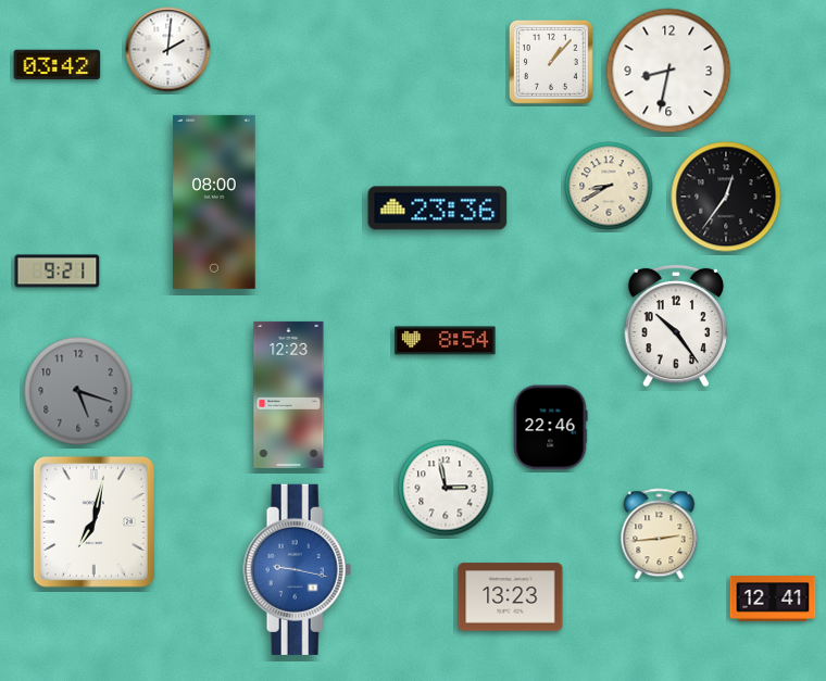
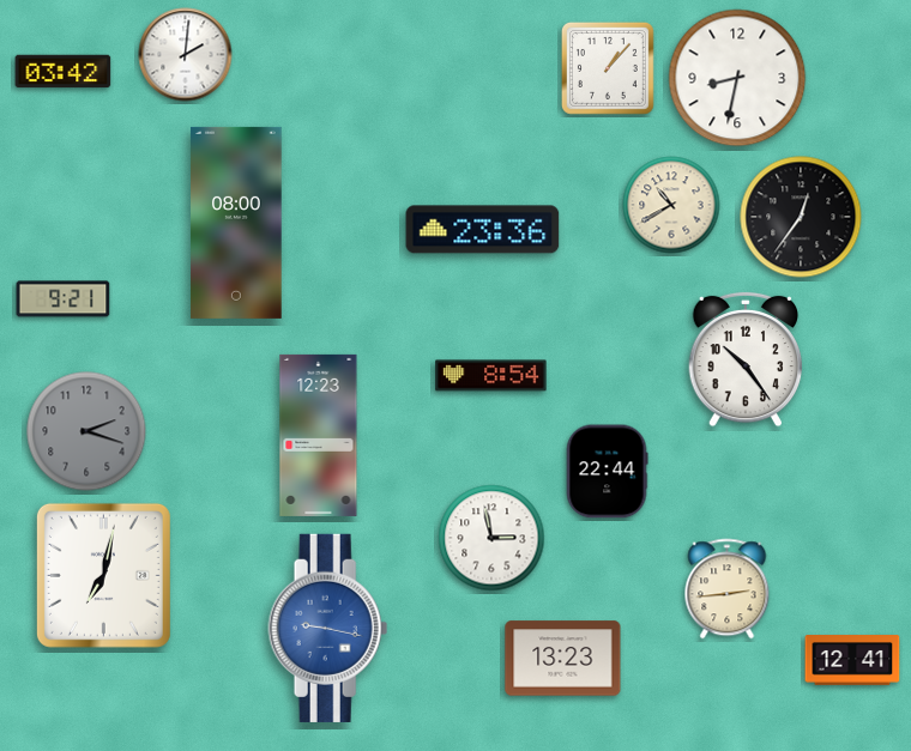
clock at (609, 186): 8:40 -> 10:40
clock at (78, 391): 5:18 -> 2:18
clock at (550, 428): 22:46 -> 22:44
